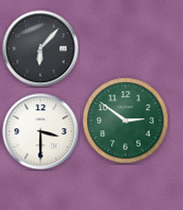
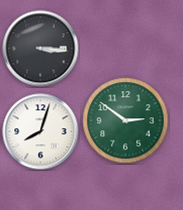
clock at (41, 49): 6:07 -> 3:16
clock at (41, 132): 3:30 -> 8:03
